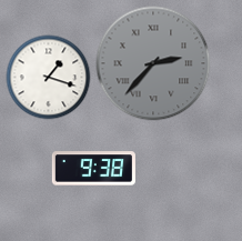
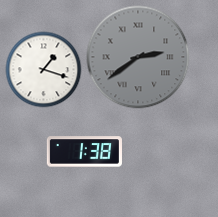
clock at (153, 63): 2:37 -> 2:39
clock at (93, 169): 9:38 -> 1:38
